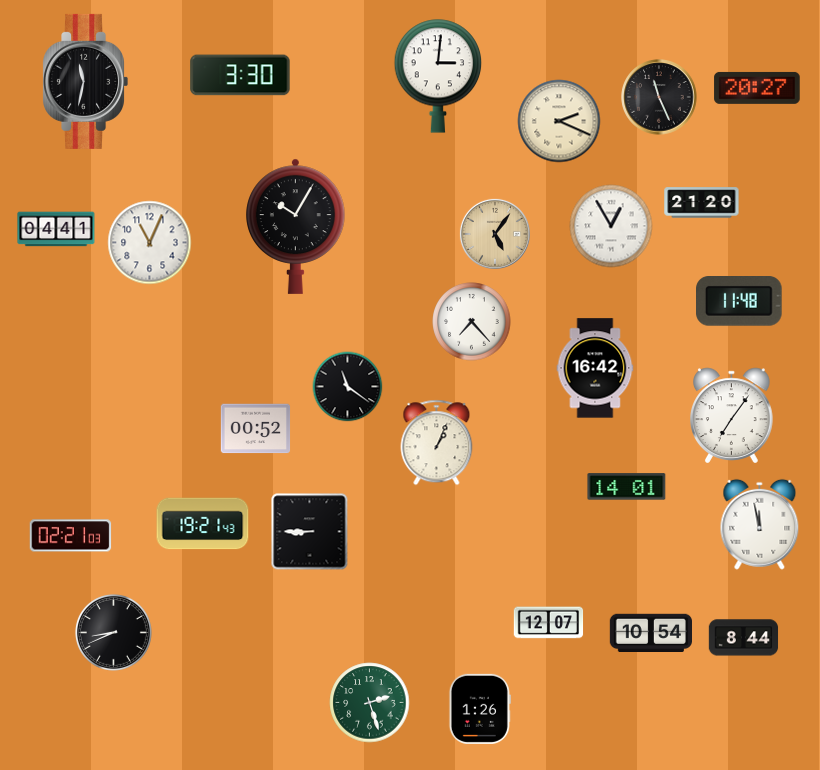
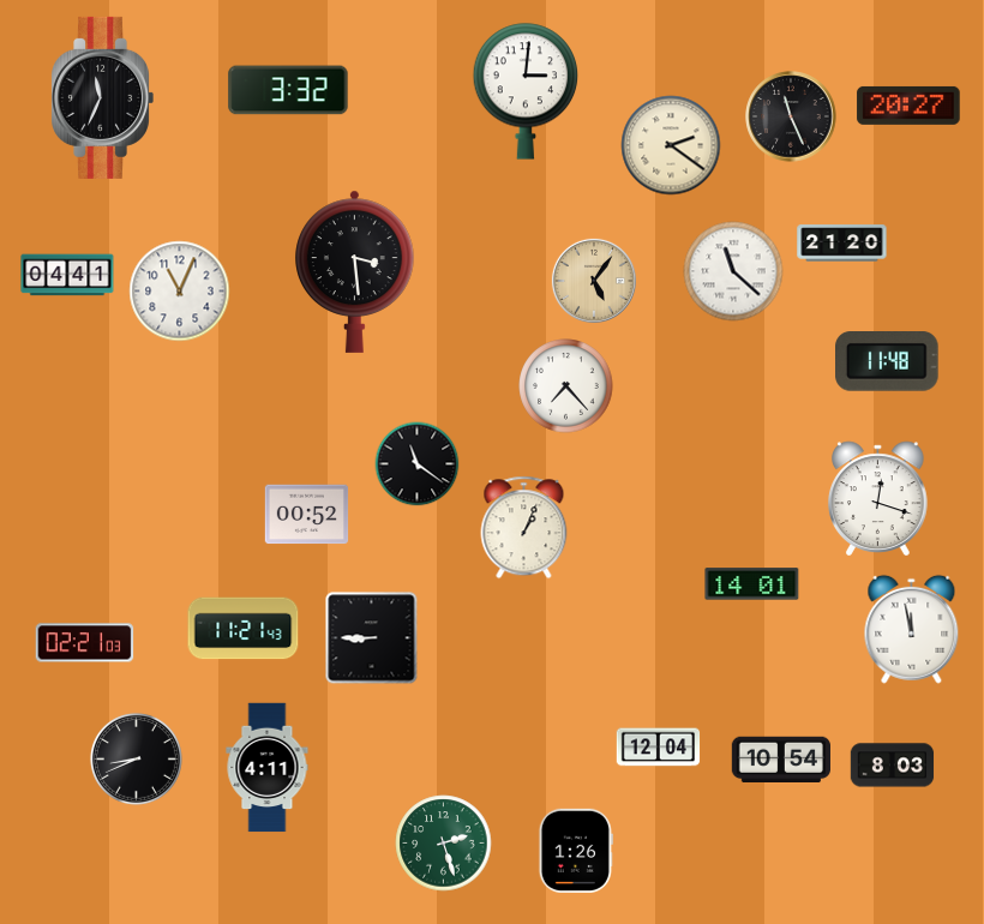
clock at (240, 75): 3:30 -> 3:32
clock at (85, 81): 11:32 -> 11:34
clock at (559, 121): 2:19 -> 2:21
clock at (296, 226): 10:05 -> 3:29
clock at (611, 226): 12:55 -> 11:22
clock at (595, 368): 16:42 -> none
clock at (732, 416): 7:06 -> 12:18
clock at (437, 443) position: (437, 443) -> (524, 528)
clock at (203, 524): 19:21 -> 11:21
clock at (549, 623): 12:07 -> 12:04
clock at (744, 638): 8:44 -> 8:03
clock at (268, 768): none -> 4:11
